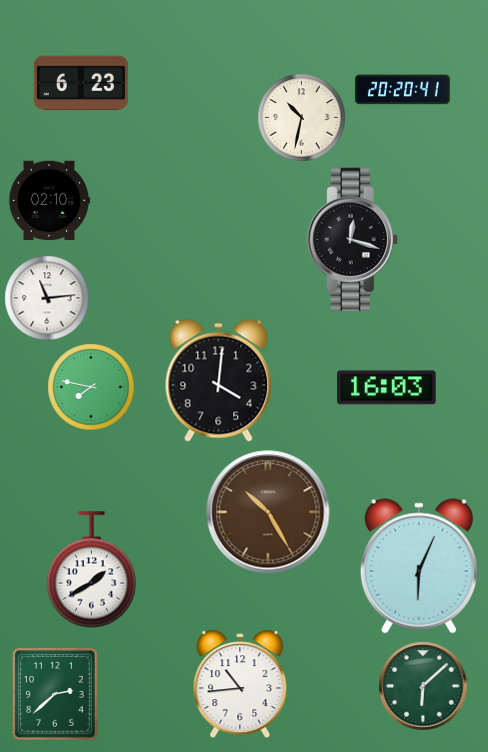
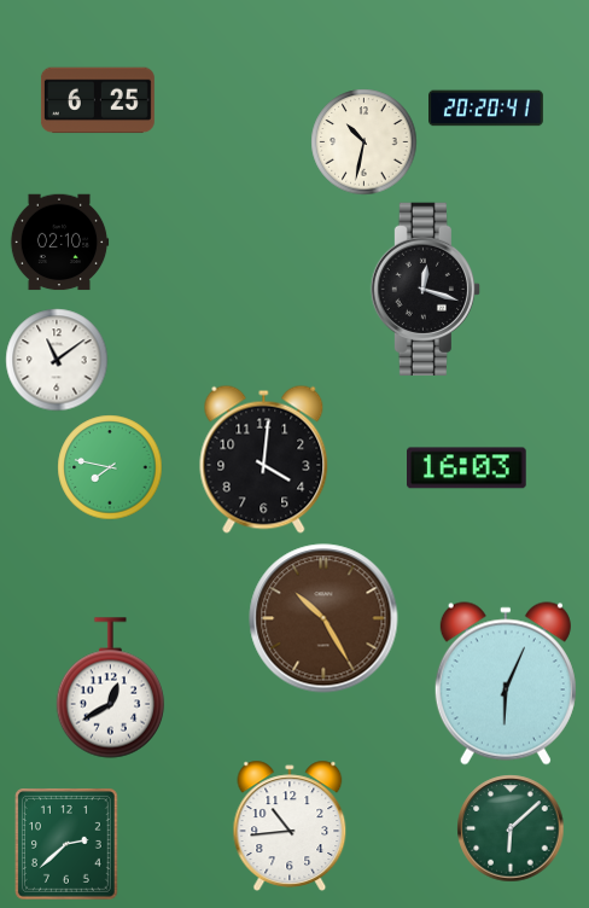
clock at (81, 83): 6:23 -> 6:25
clock at (47, 298): 11:14 -> 11:09
clock at (92, 570): 1:40 -> 12:40
clock at (56, 694) position: (56, 694) -> (68, 844)
